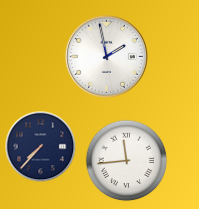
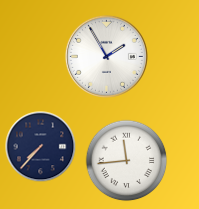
clock at (106, 56): 1:58 -> 1:55
